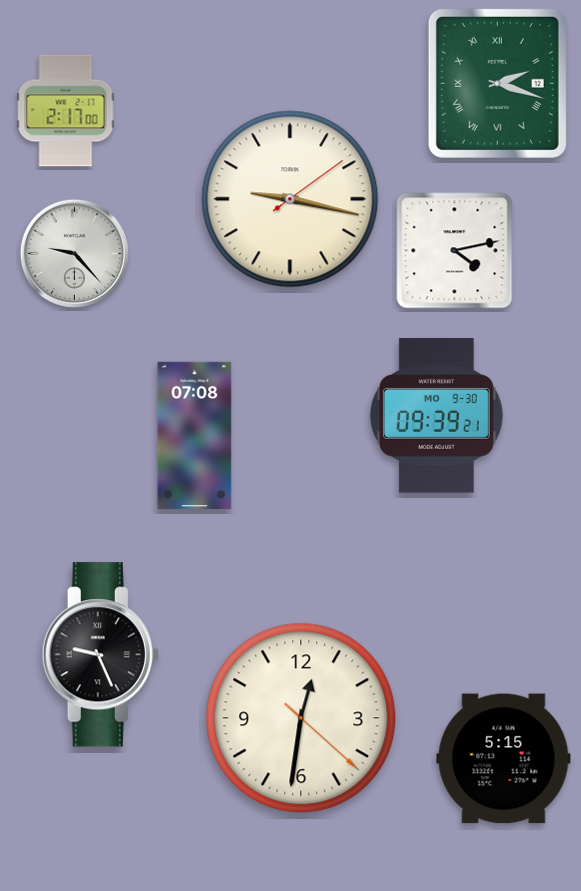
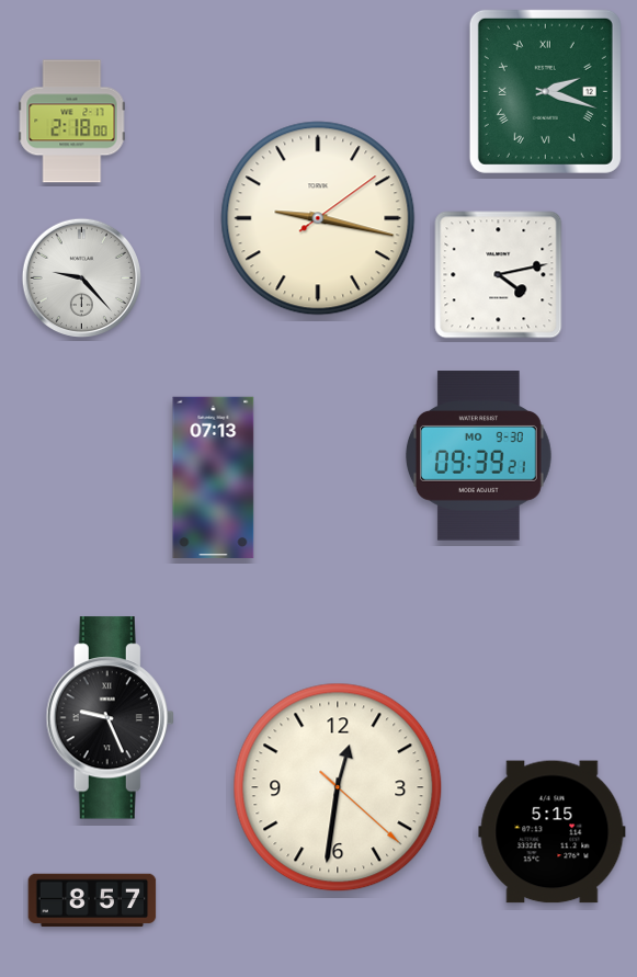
clock at (66, 111): 2:17 -> 2:18
clock at (195, 435): 07:08 -> 07:13
clock at (301, 718) position: (301, 718) -> (338, 787)
clock at (92, 900): none -> 8:57
